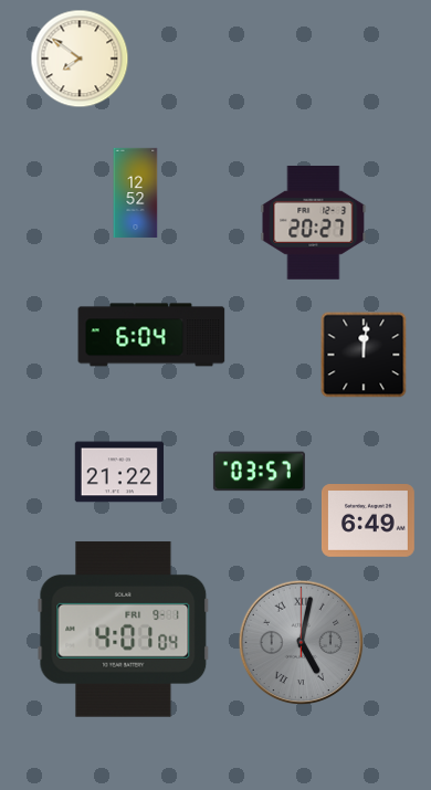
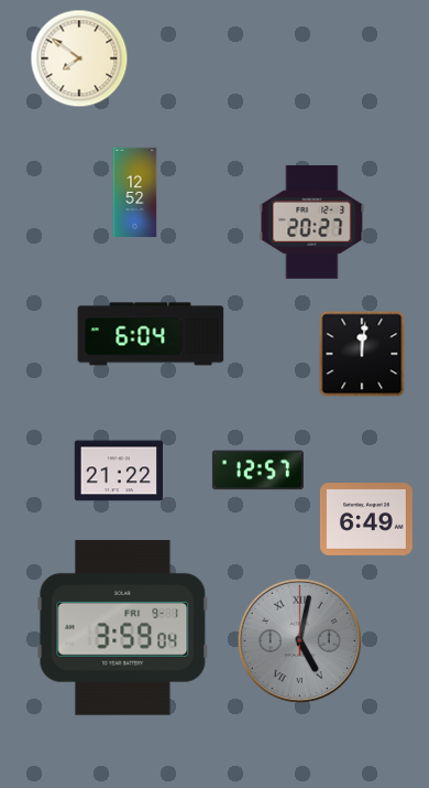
clock at (259, 472): 03:57 -> 12:57
clock at (124, 629): 4:01 -> 3:59
